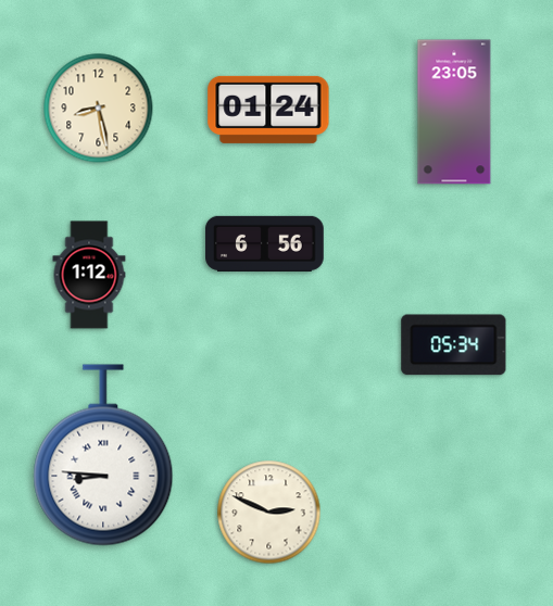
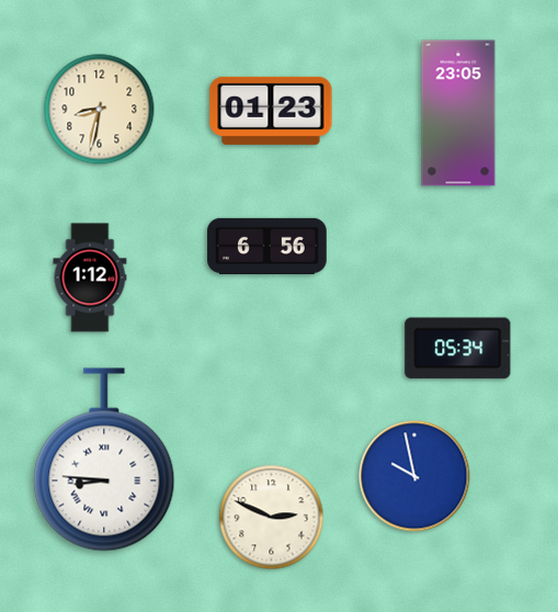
clock at (99, 109): 8:28 -> 8:32
clock at (268, 110): 01:24 -> 01:23
clock at (414, 476): none -> 9:58
